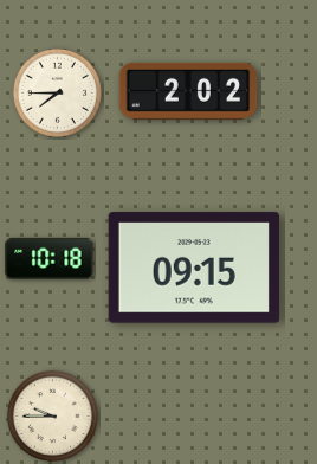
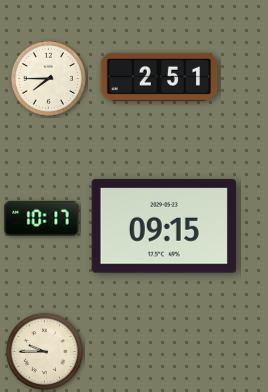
clock at (188, 91): 2:02 -> 2:51
clock at (50, 258): 10:18 -> 10:17
